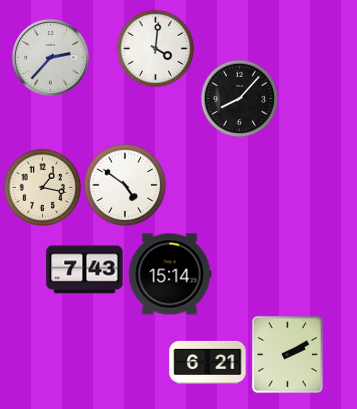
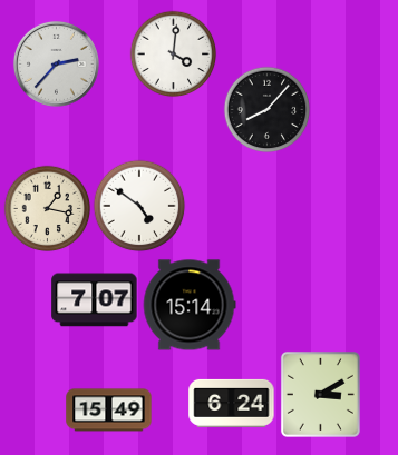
clock at (85, 270): 7:43 -> 7:07
clock at (287, 354): 2:10 -> 3:10
clock at (208, 362): 6:21 -> 6:24
clock at (109, 411): none -> 15:49
